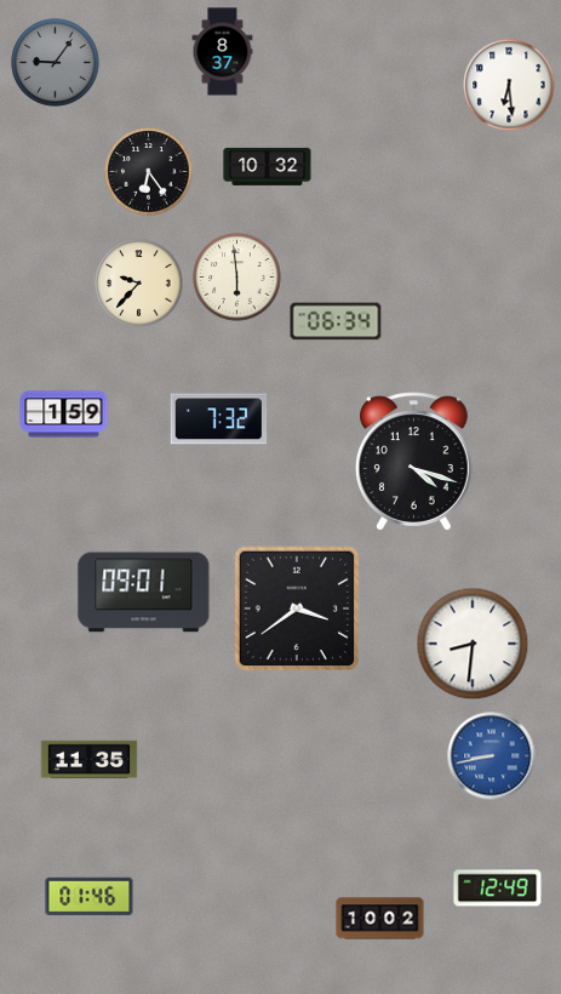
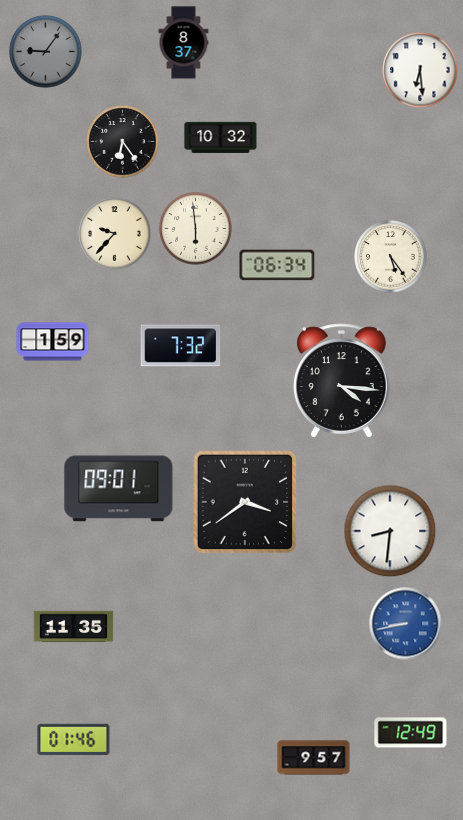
clock at (391, 257): none -> 5:24
clock at (414, 462): 4:18 -> 4:16
clock at (380, 919): 10:02 -> 9:57
